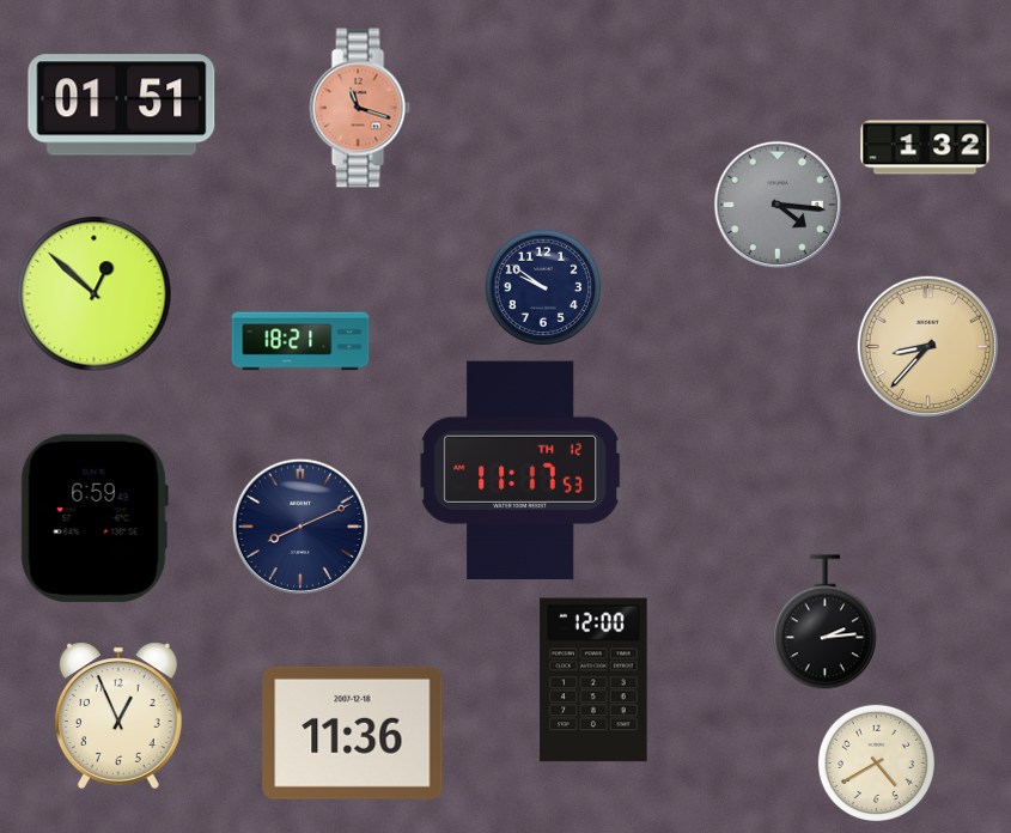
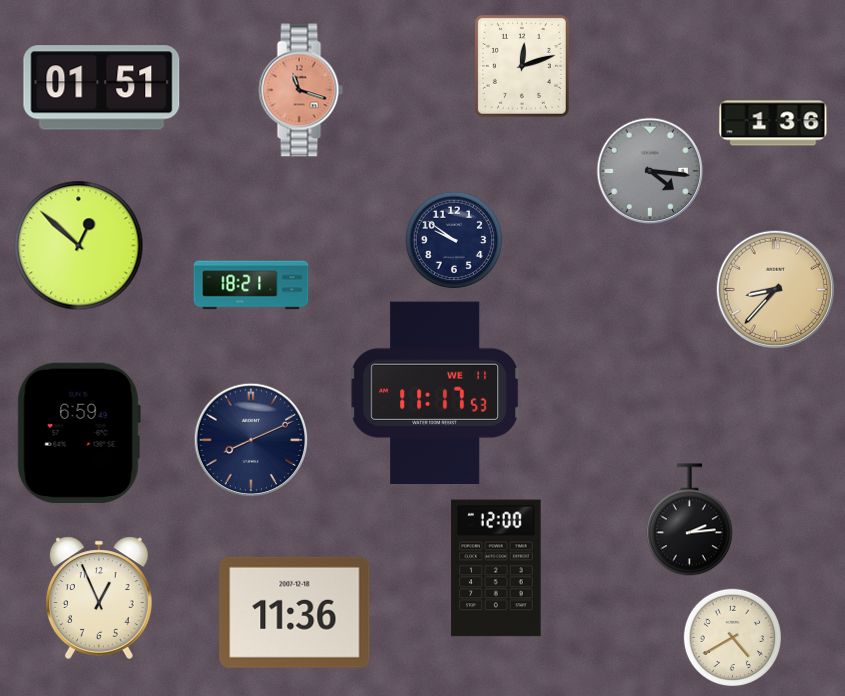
clock at (522, 66): none -> 12:12
clock at (925, 147): 1:32 -> 1:36
clock at (520, 469) date: TH 12 -> WE 11
